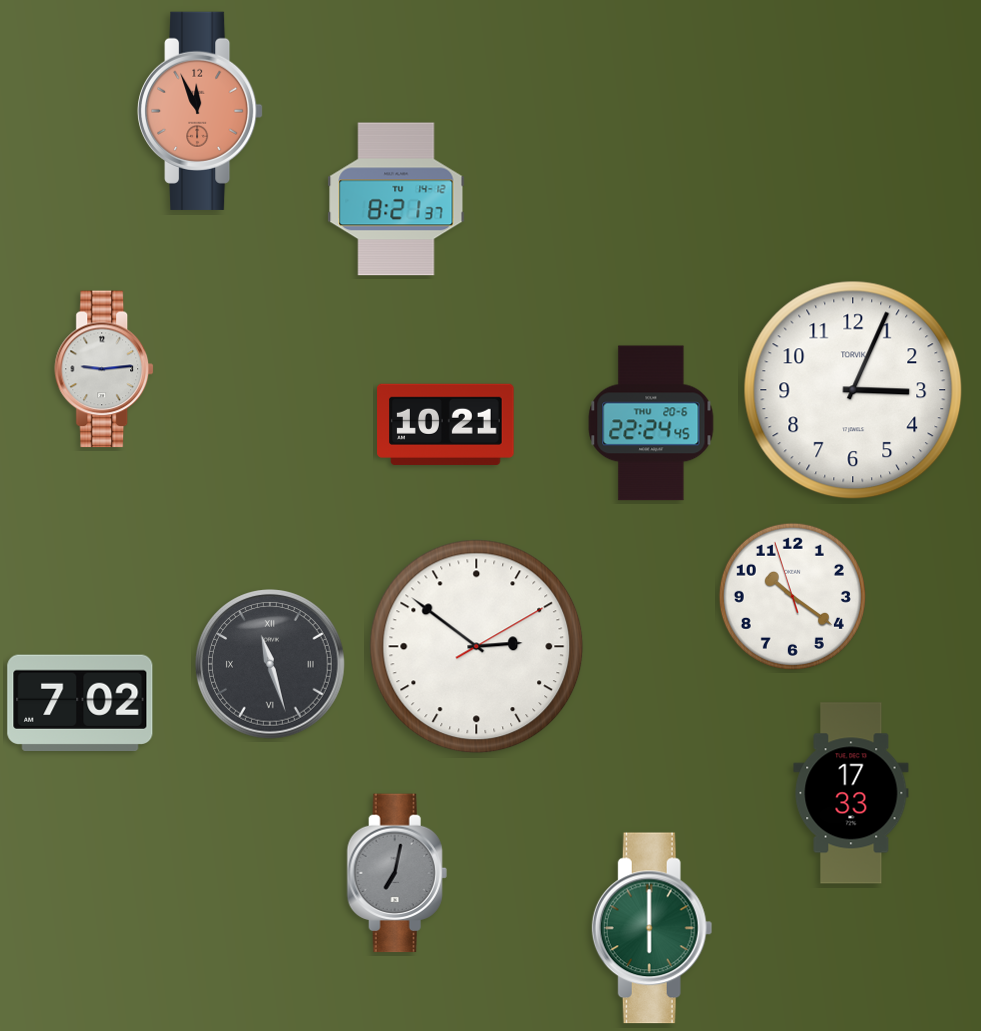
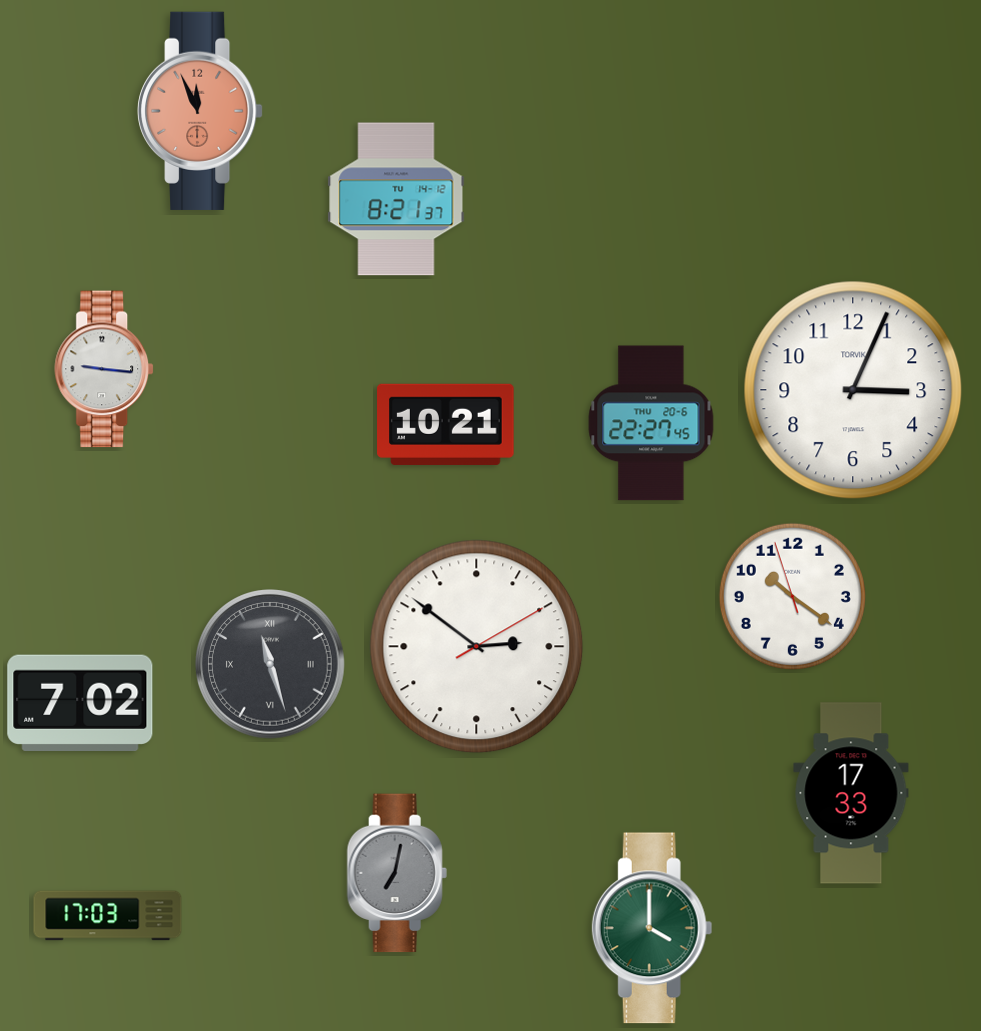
clock at (105, 369): 9:14 -> 9:16
clock at (651, 423): 22:24 -> 22:27
clock at (108, 916): none -> 17:03
clock at (652, 928): 6:00 -> 4:00
